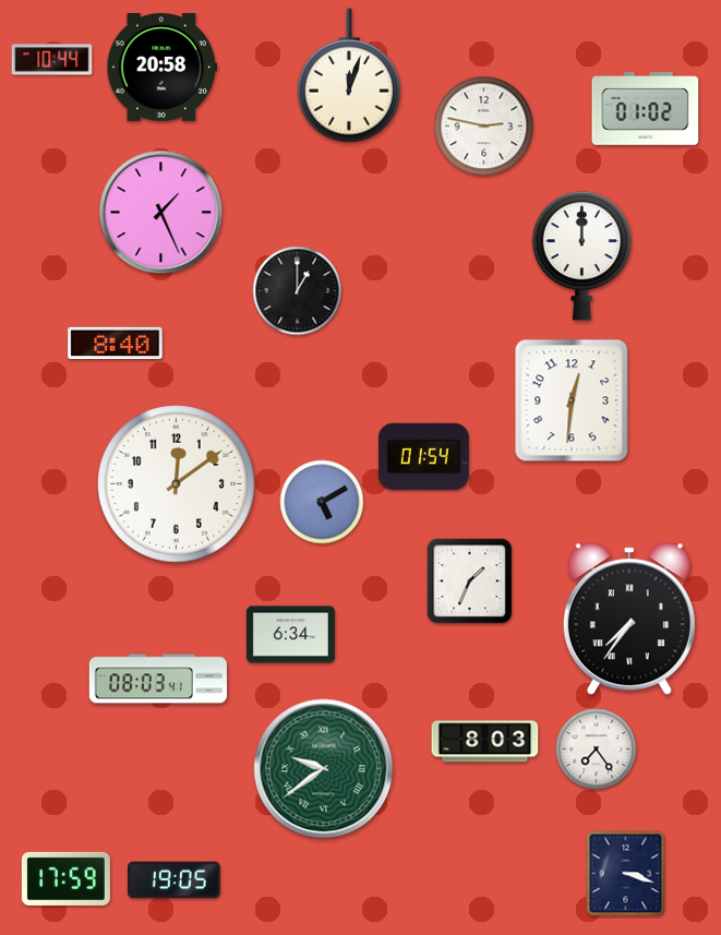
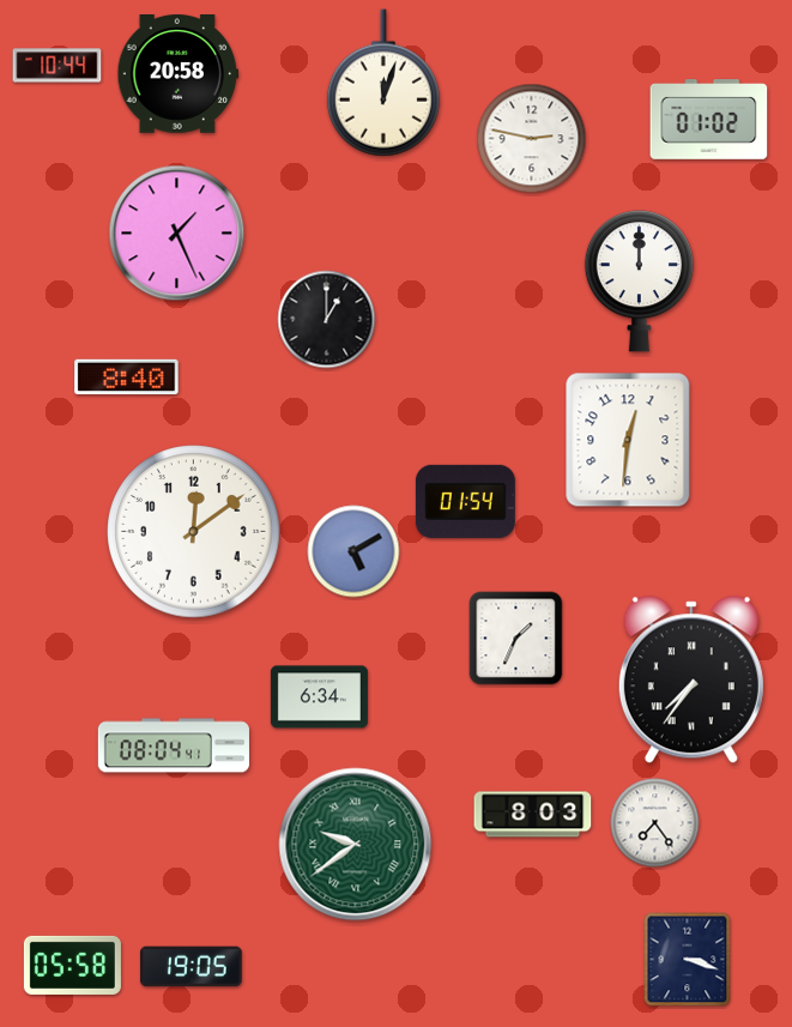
clock at (158, 679): 08:03 -> 08:04
clock at (65, 878): 17:59 -> 05:58
